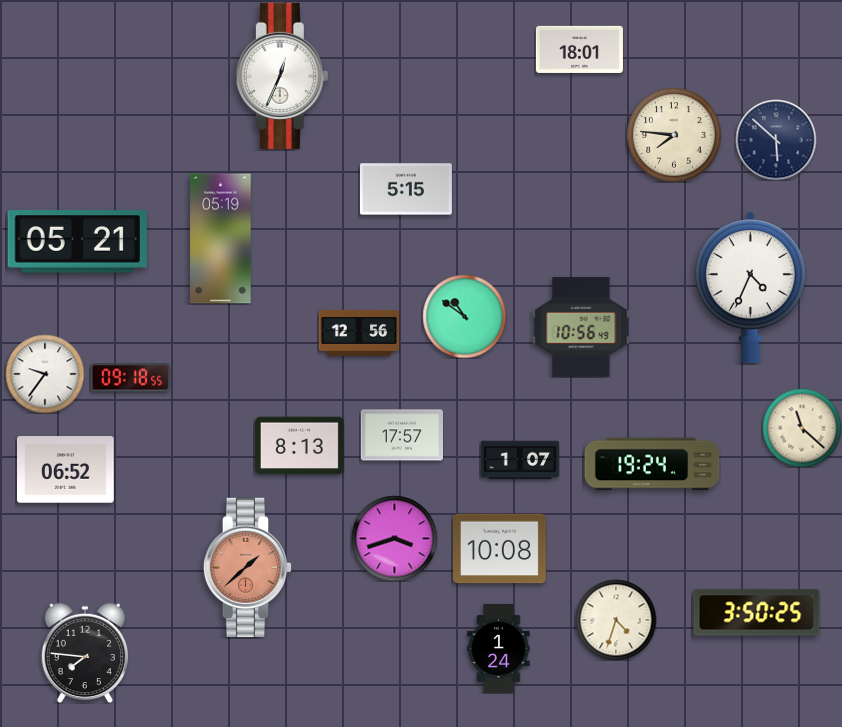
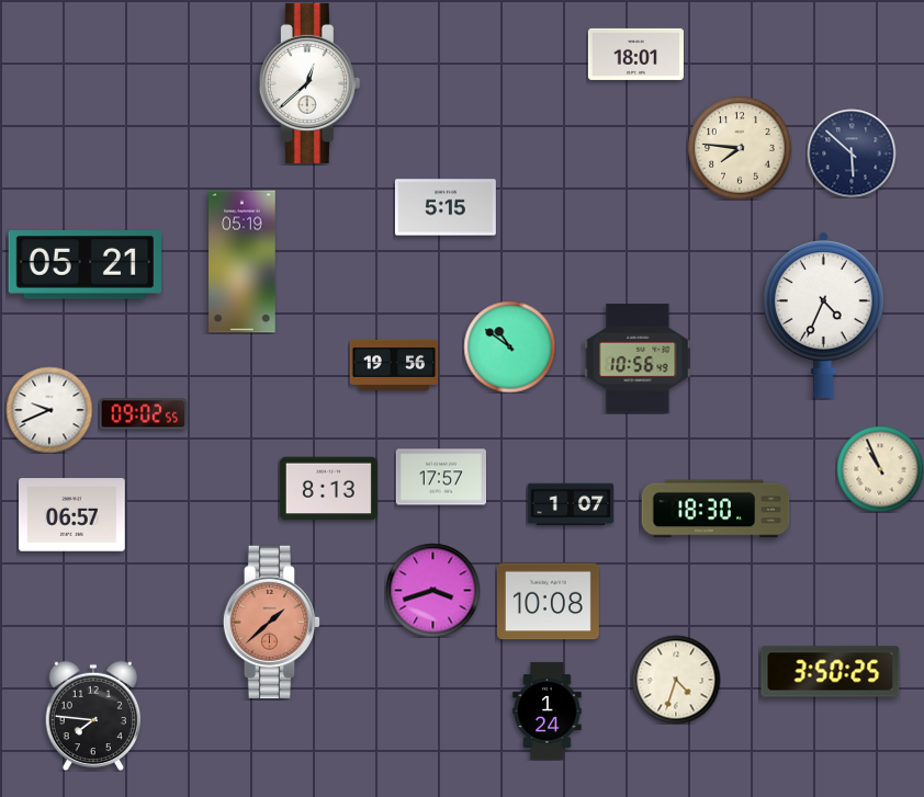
clock at (282, 76): 12:34 -> 12:38
clock at (359, 333): 12:56 -> 19:56
clock at (45, 374): 9:36 -> 9:41
clock at (130, 378): 09:18 -> 09:02
clock at (802, 428): 11:22 -> 10:56
clock at (652, 464): 19:24 -> 18:30
clock at (66, 470): 06:52 -> 06:57
